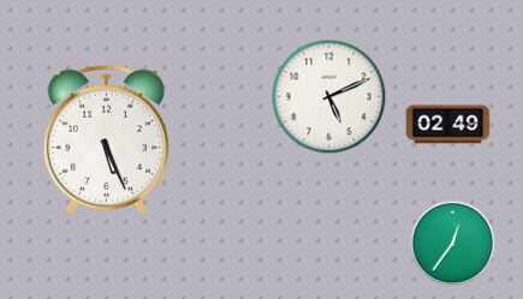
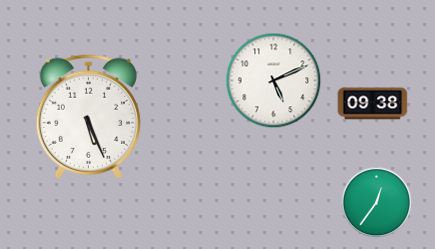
clock at (448, 125): 02:49 -> 09:38
